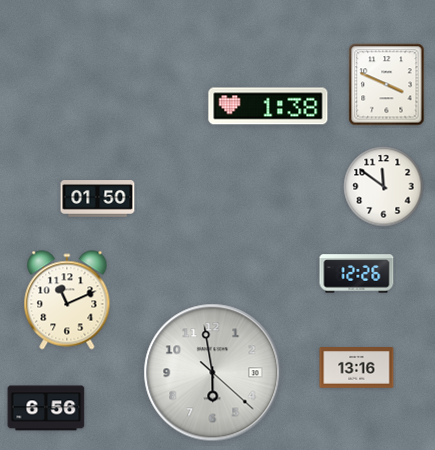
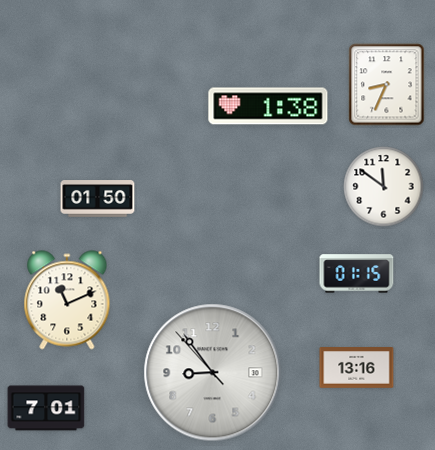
clock at (387, 85): 3:49 -> 8:34
clock at (357, 274): 12:26 -> 01:15
clock at (213, 373): 5:58 -> 8:53
clock at (46, 408): 6:56 -> 7:01
